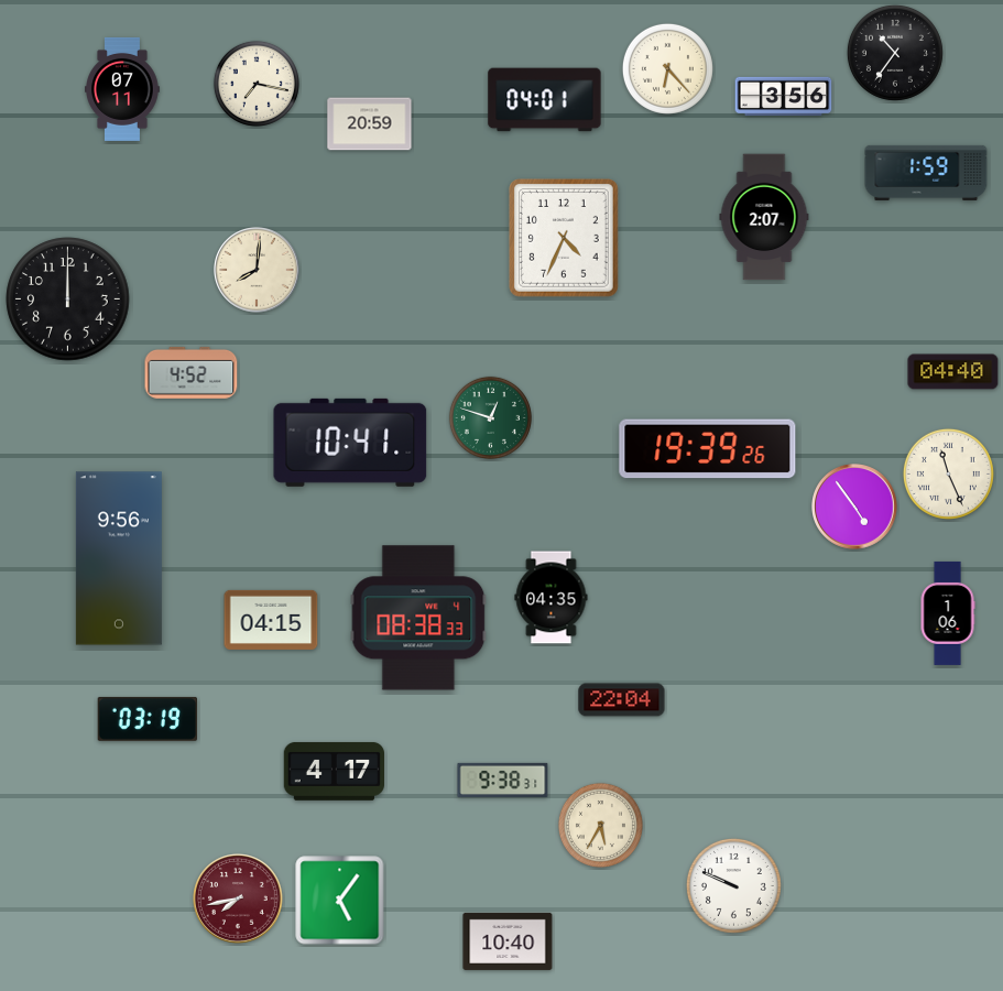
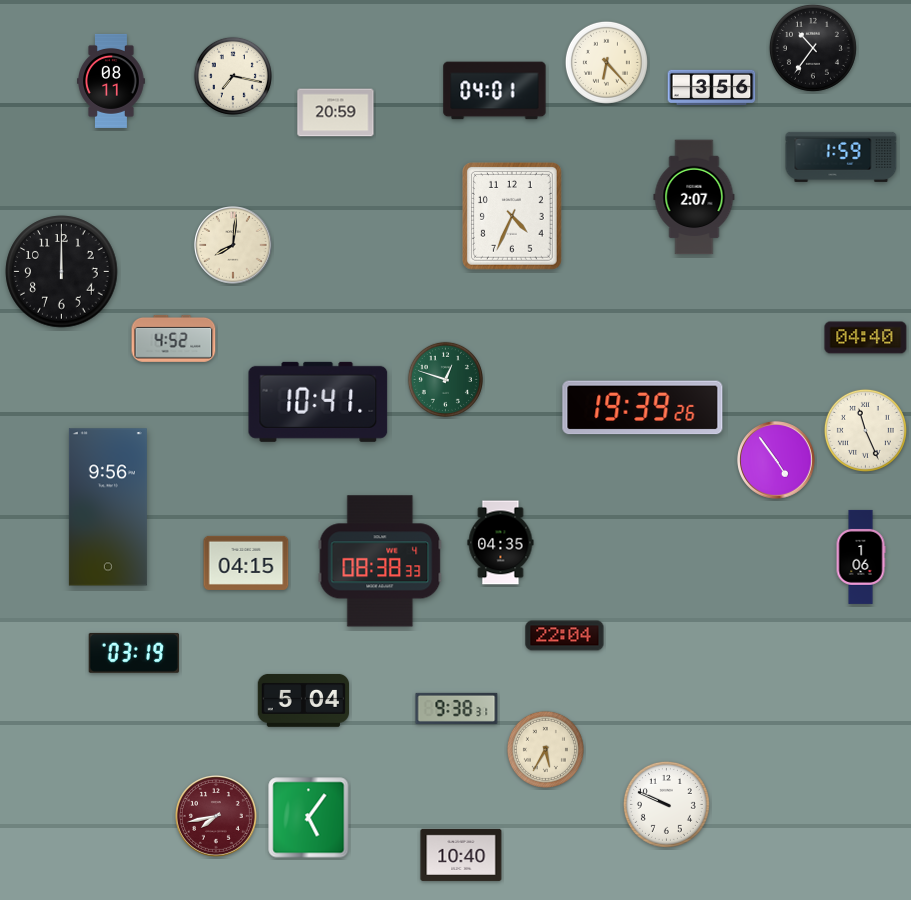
clock at (123, 89): 07:11 -> 08:11
clock at (948, 473) position: (948, 473) -> (865, 430)
clock at (334, 771): 4:17 -> 5:04
